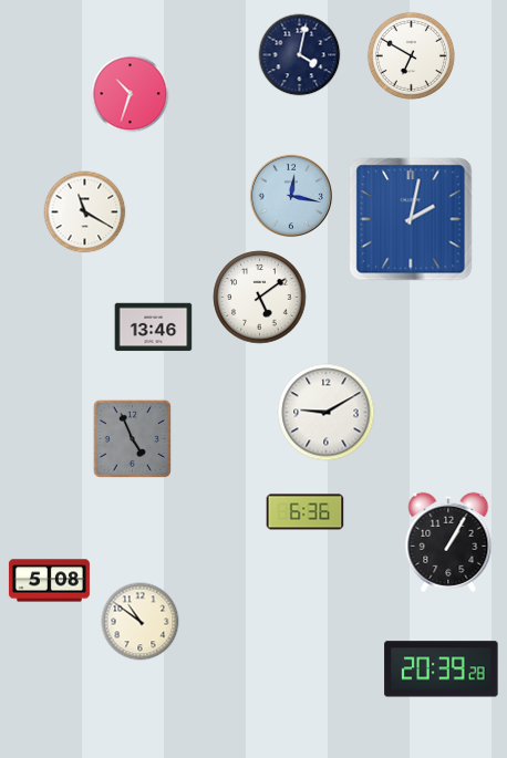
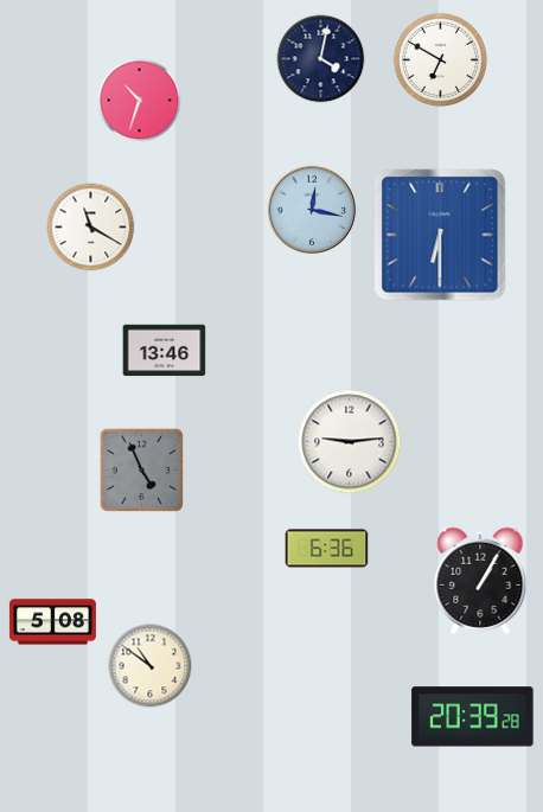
clock at (411, 219): 2:02 -> 6:30
clock at (260, 298): 5:09 -> none
clock at (327, 413): 9:10 -> 9:14
